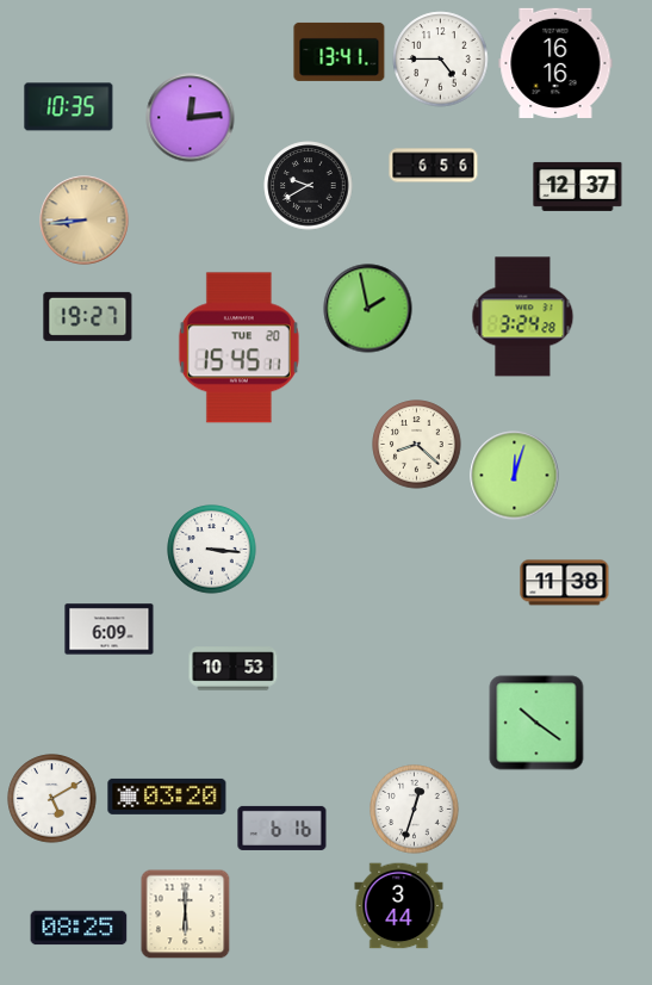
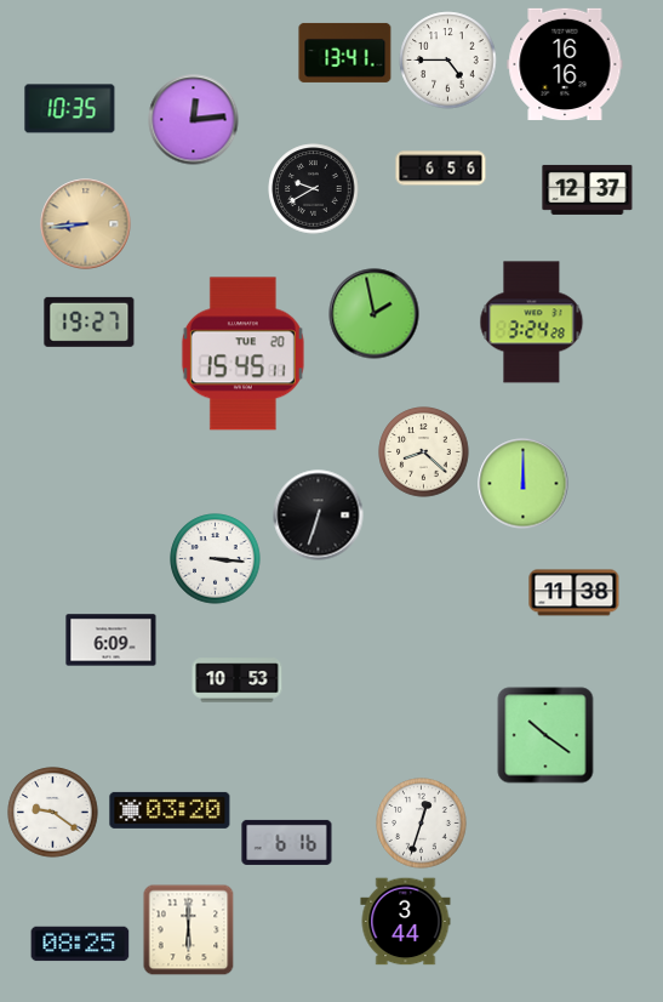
clock at (515, 476): 12:03 -> 12:00
clock at (319, 516): none -> 6:33
clock at (52, 799): 5:10 -> 9:21
